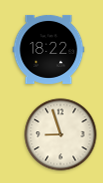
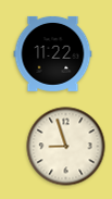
clock at (49, 49): 18:22 -> 11:22
